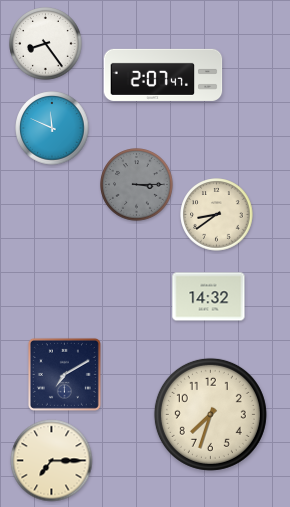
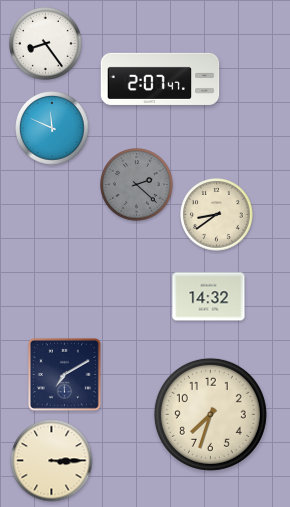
clock at (163, 75) position: (163, 75) -> (160, 79)
clock at (137, 185): 3:15 -> 2:22
clock at (52, 461): 7:15 -> 3:15
